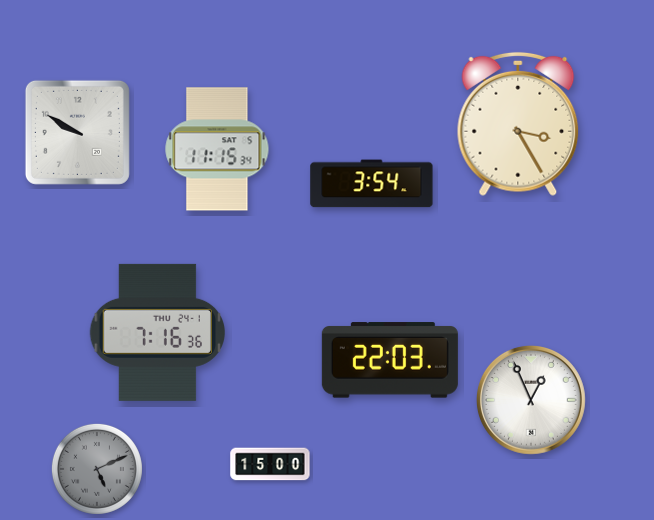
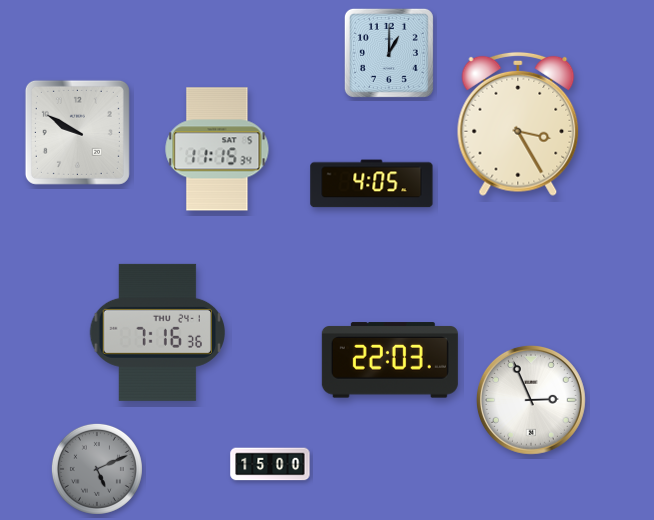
clock at (389, 53): none -> 1:00
clock at (372, 184): 3:54 -> 4:05
clock at (531, 400): 12:56 -> 2:56
